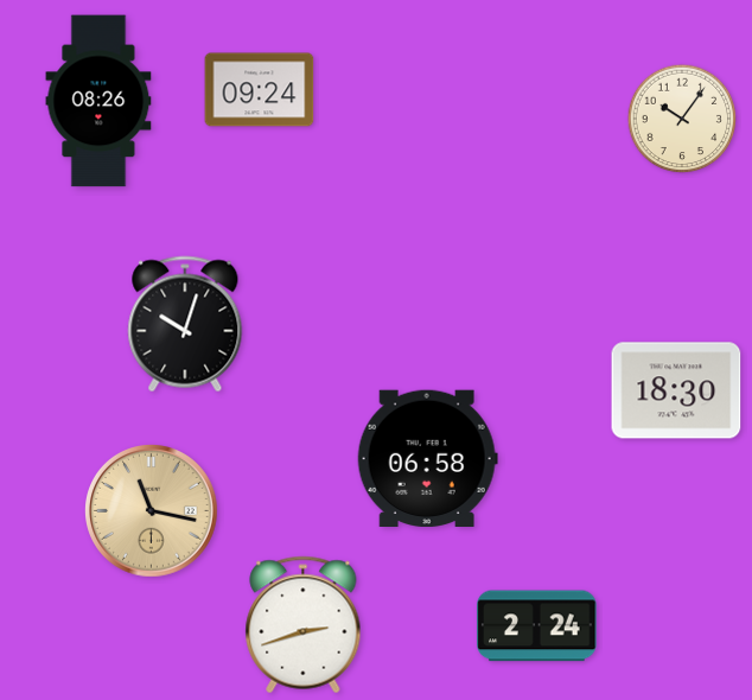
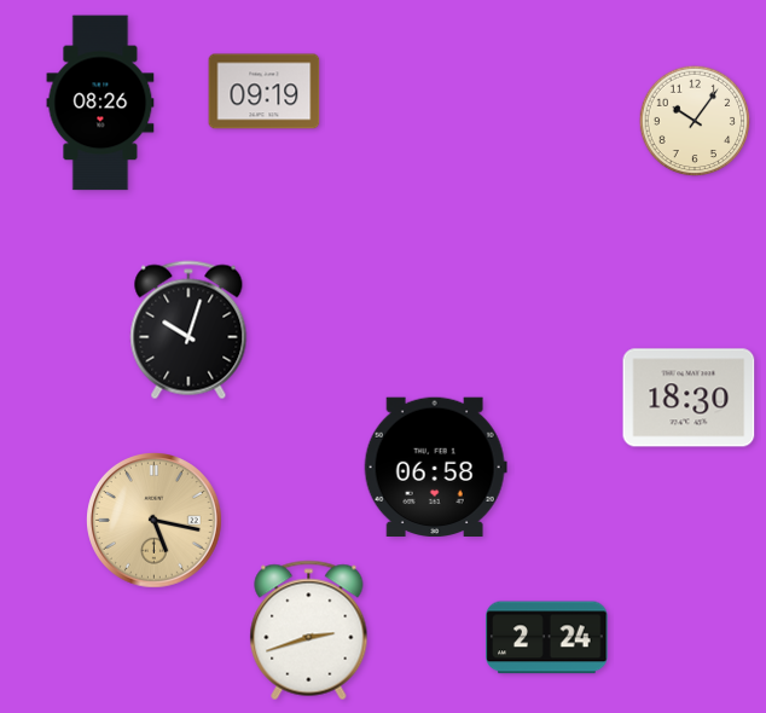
clock at (260, 90): 09:24 -> 09:19
clock at (152, 511): 11:17 -> 5:17
clock at (304, 625) position: (304, 625) -> (309, 631)
